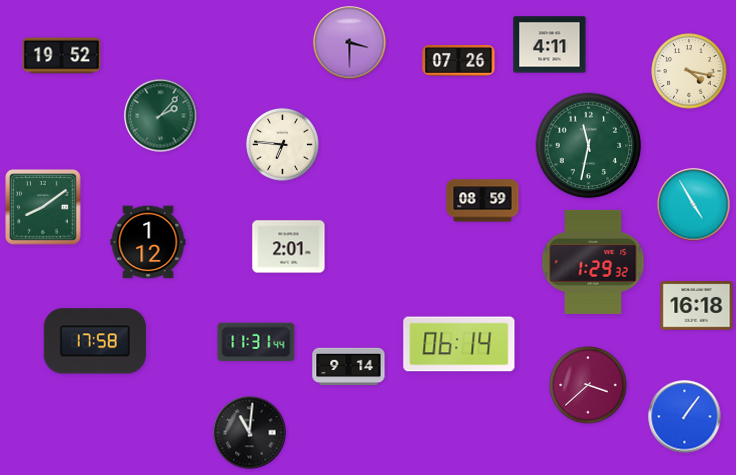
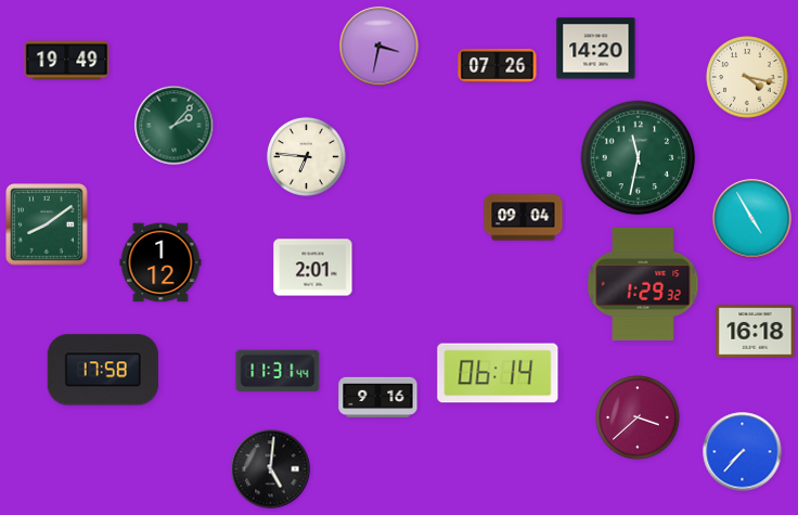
clock at (350, 43): 3:30 -> 3:32
clock at (550, 45): 4:11 -> 14:20
clock at (62, 56): 19:52 -> 19:49
clock at (483, 201): 08:59 -> 09:04
clock at (694, 205) position: (694, 205) -> (752, 219)
clock at (349, 367): 9:14 -> 9:16
clock at (685, 417): 1:06 -> 7:37
clock at (250, 433): 11:01 -> 5:01
